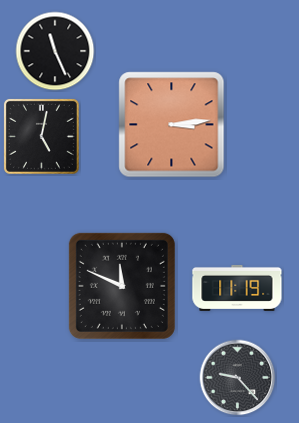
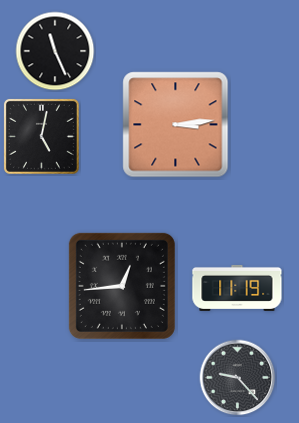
clock at (172, 125) position: (172, 125) -> (176, 125)
clock at (122, 286): 11:49 -> 12:44
